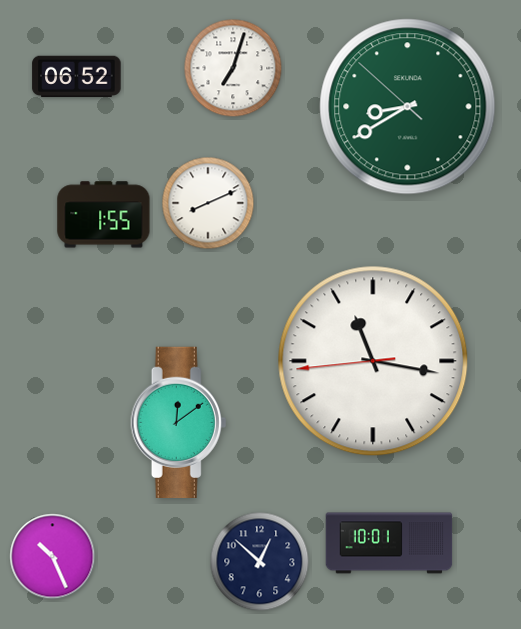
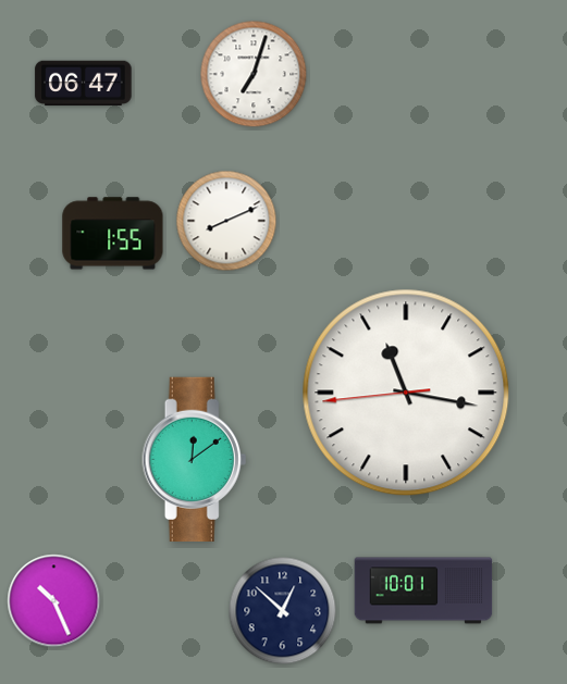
clock at (77, 77): 06:52 -> 06:47
clock at (408, 107): 8:39 -> none
clock at (53, 557) position: (53, 557) -> (54, 601)
